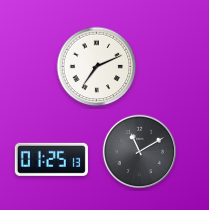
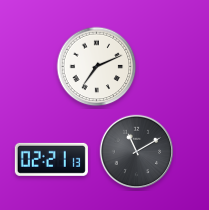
clock at (140, 152) position: (140, 152) -> (137, 152)
clock at (51, 159): 01:25 -> 02:21
